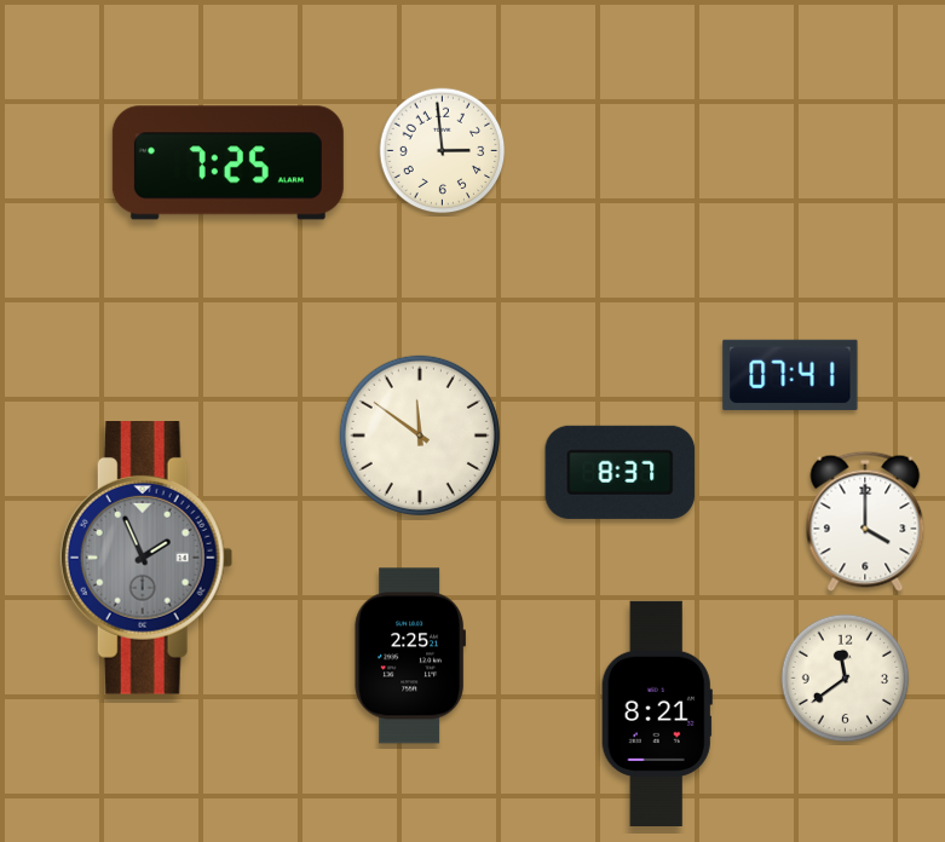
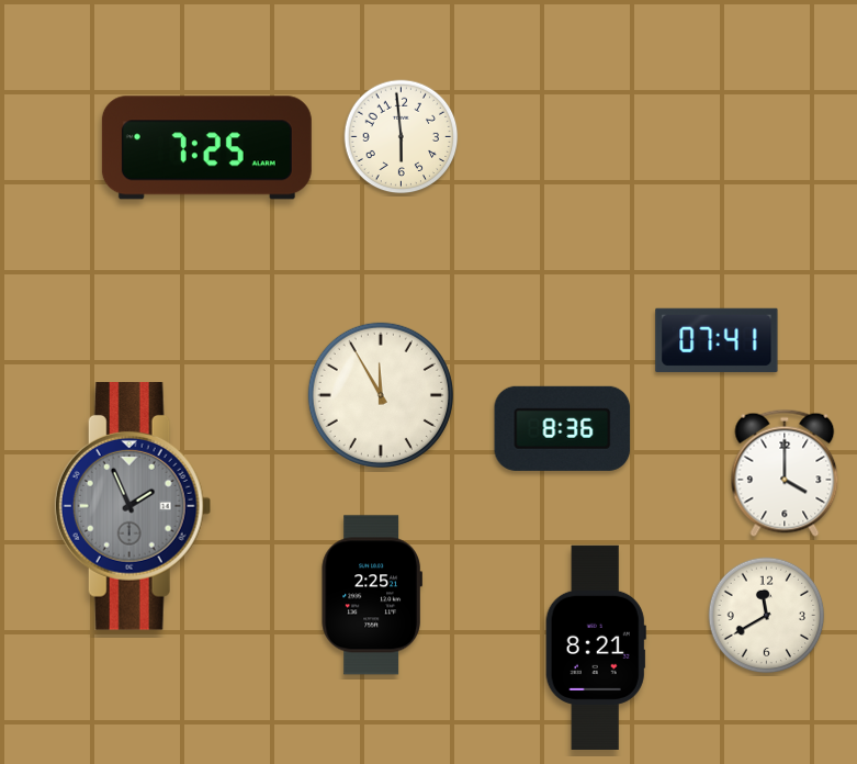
clock at (443, 151): 2:59 -> 5:59
clock at (420, 436): 11:51 -> 11:55
clock at (621, 472): 8:37 -> 8:36
clock at (846, 679): 11:39 -> 11:40
